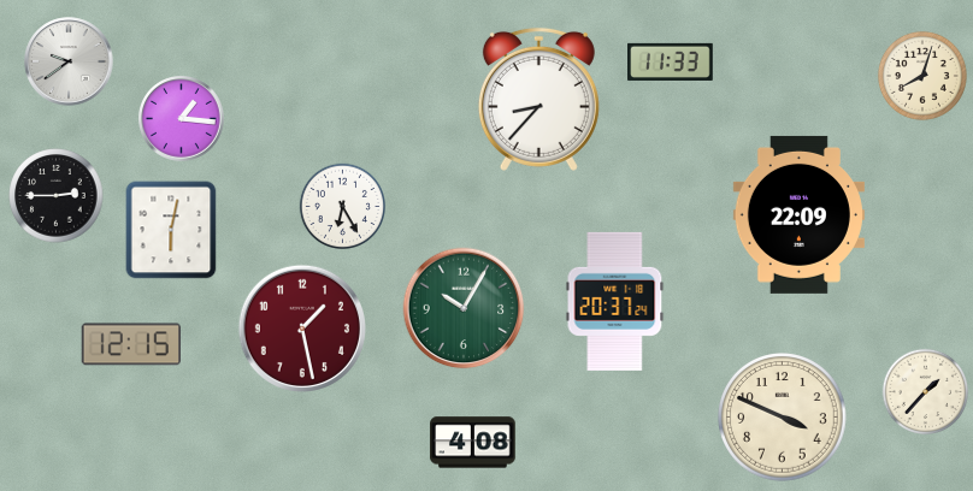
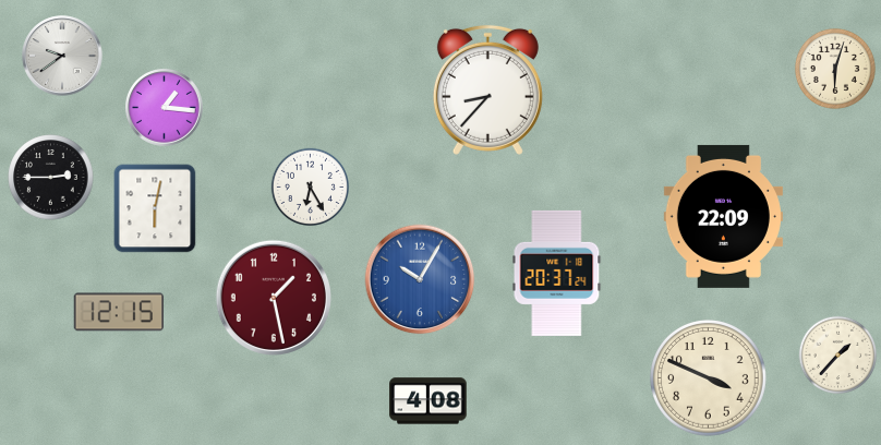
clock at (671, 61): 11:33 -> none
clock at (922, 76): 8:03 -> 6:03
clock at (798, 214) position: (798, 214) -> (723, 216)
clock at (464, 308) dial: green -> blue
